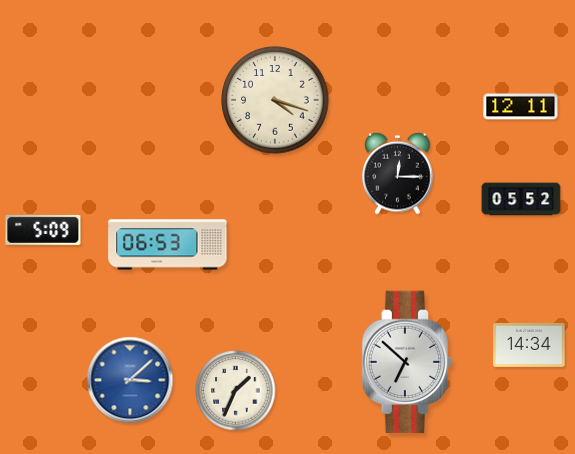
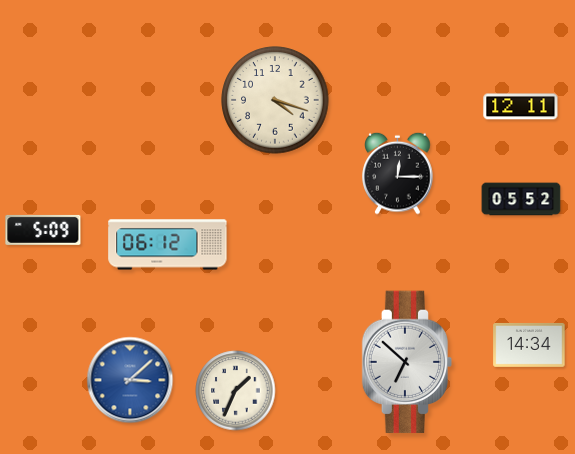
clock at (168, 245): 06:53 -> 06:12
